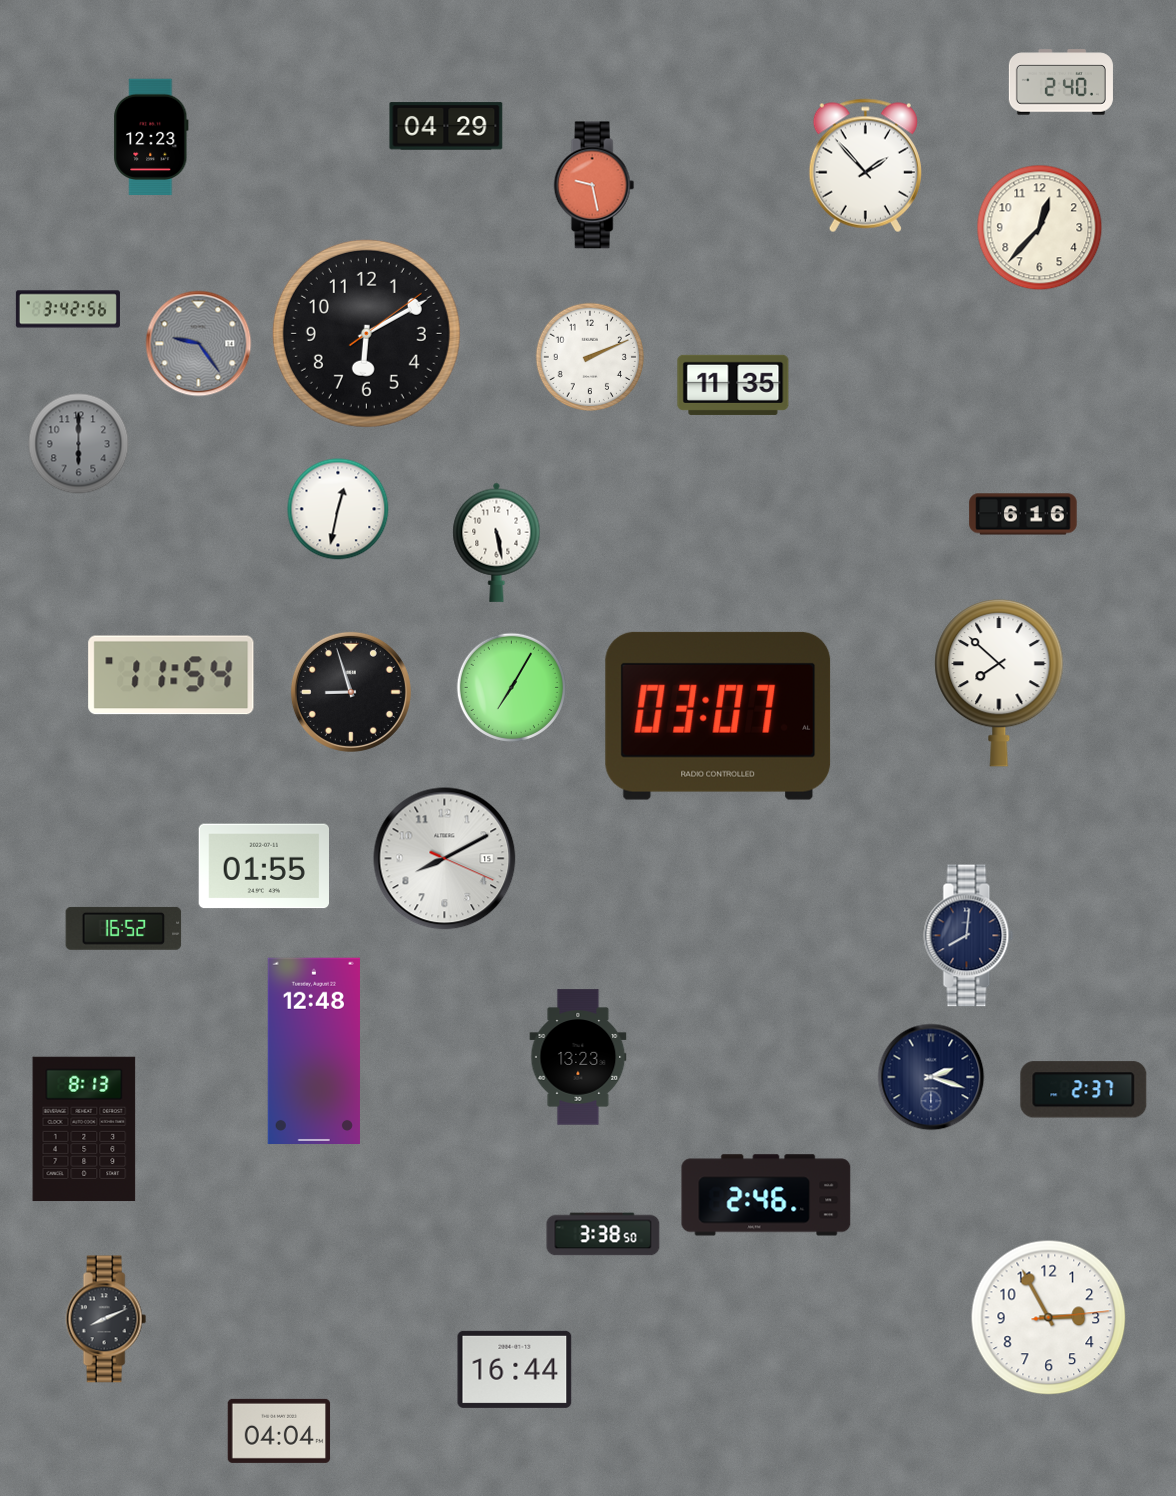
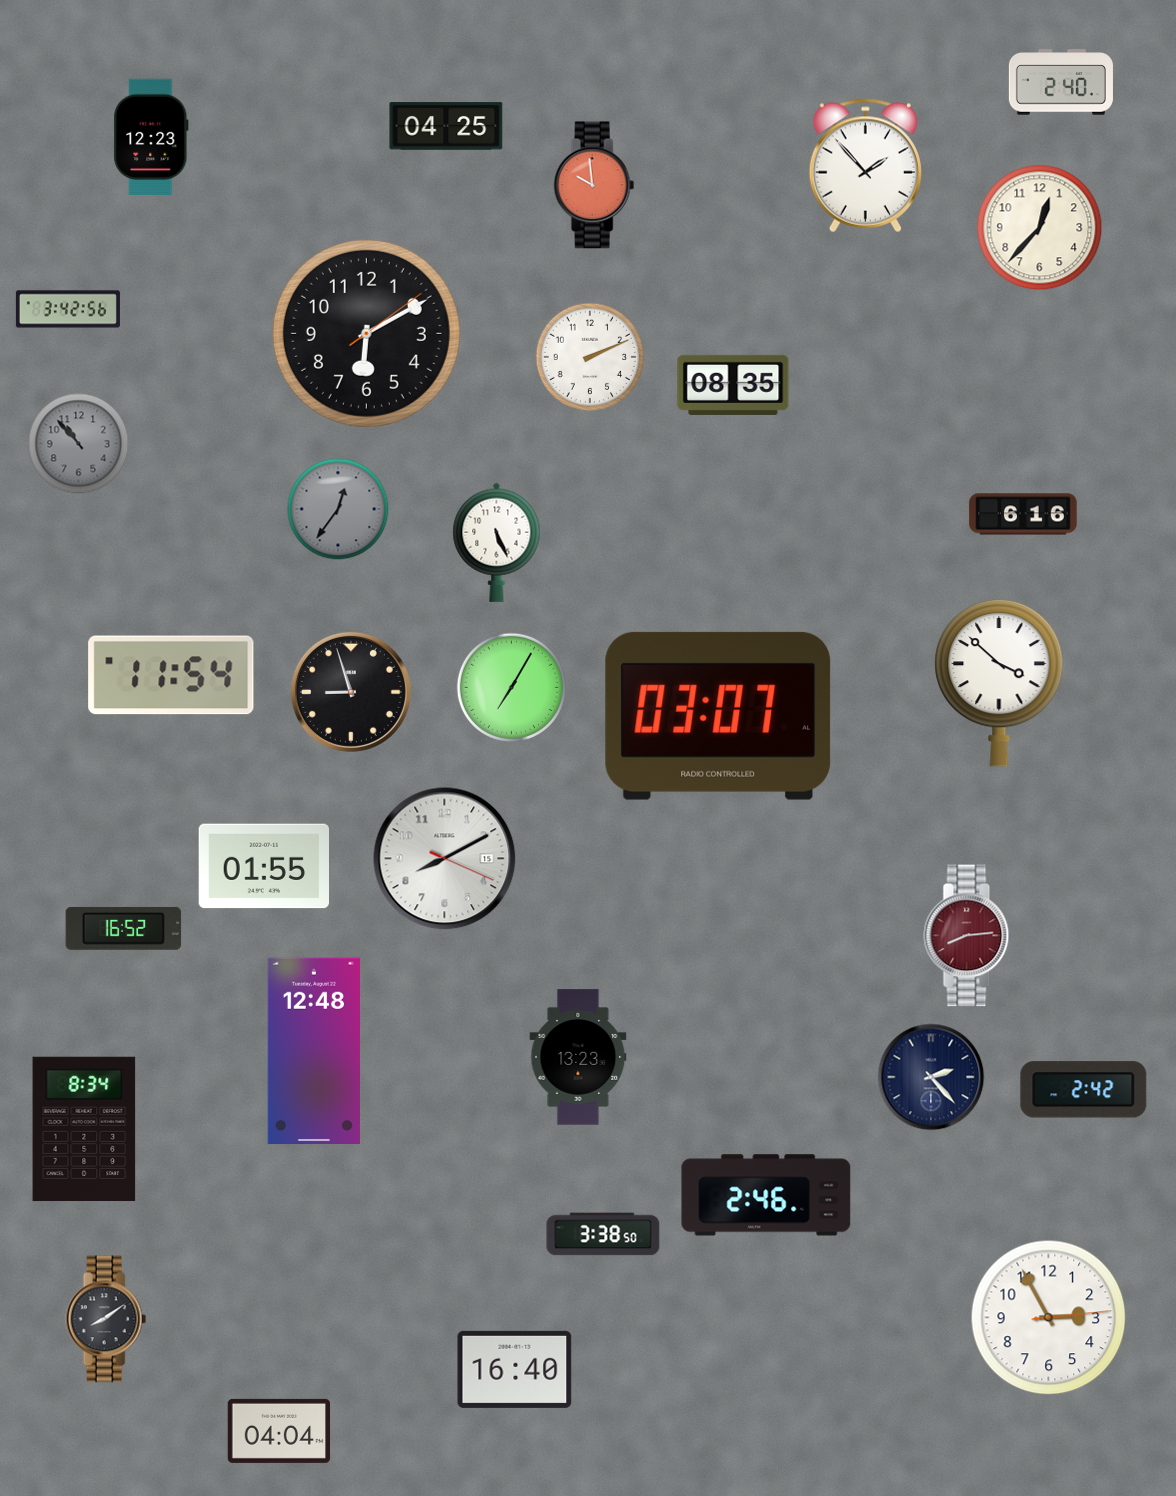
clock at (446, 126): 04:29 -> 04:25
clock at (594, 185): 9:28 -> 9:59
clock at (199, 344): 9:24 -> none
clock at (733, 385): 11:35 -> 08:35
clock at (79, 444): 6:00 -> 10:53
clock at (338, 509): 12:32 -> 12:36
clock at (338, 509) dial: white -> grey
clock at (497, 542): 5:28 -> 5:26
clock at (999, 683): 7:52 -> 3:52
clock at (969, 936): 8:01 -> 8:14
clock at (969, 936) dial: navy -> burgundy
clock at (931, 1077): 2:18 -> 2:23
clock at (1084, 1090): 2:37 -> 2:42
clock at (84, 1129): 8:13 -> 8:34
clock at (106, 1319): 8:11 -> 8:09
clock at (515, 1369): 16:44 -> 16:40
